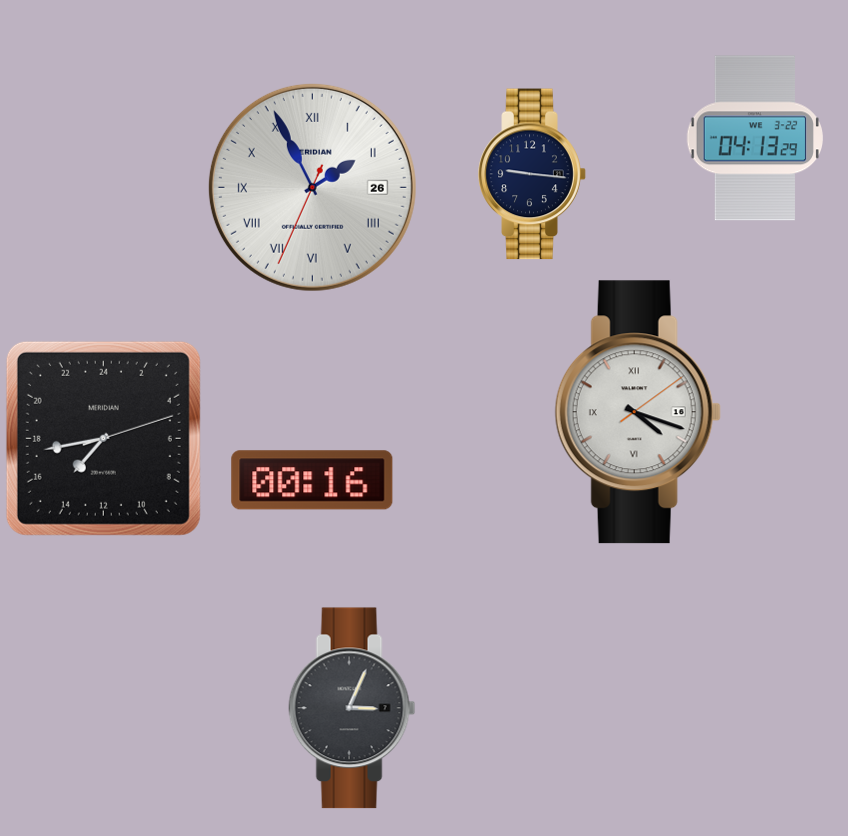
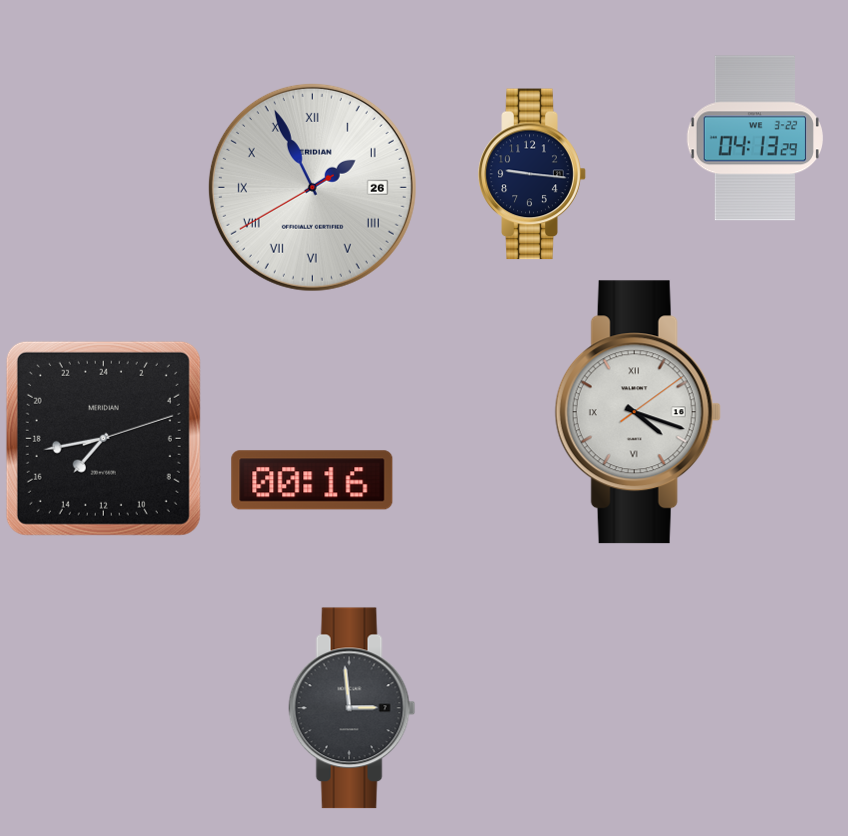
clock at (312, 187): 1:55:34 -> 1:55:40
clock at (352, 708): 3:04 -> 2:59
